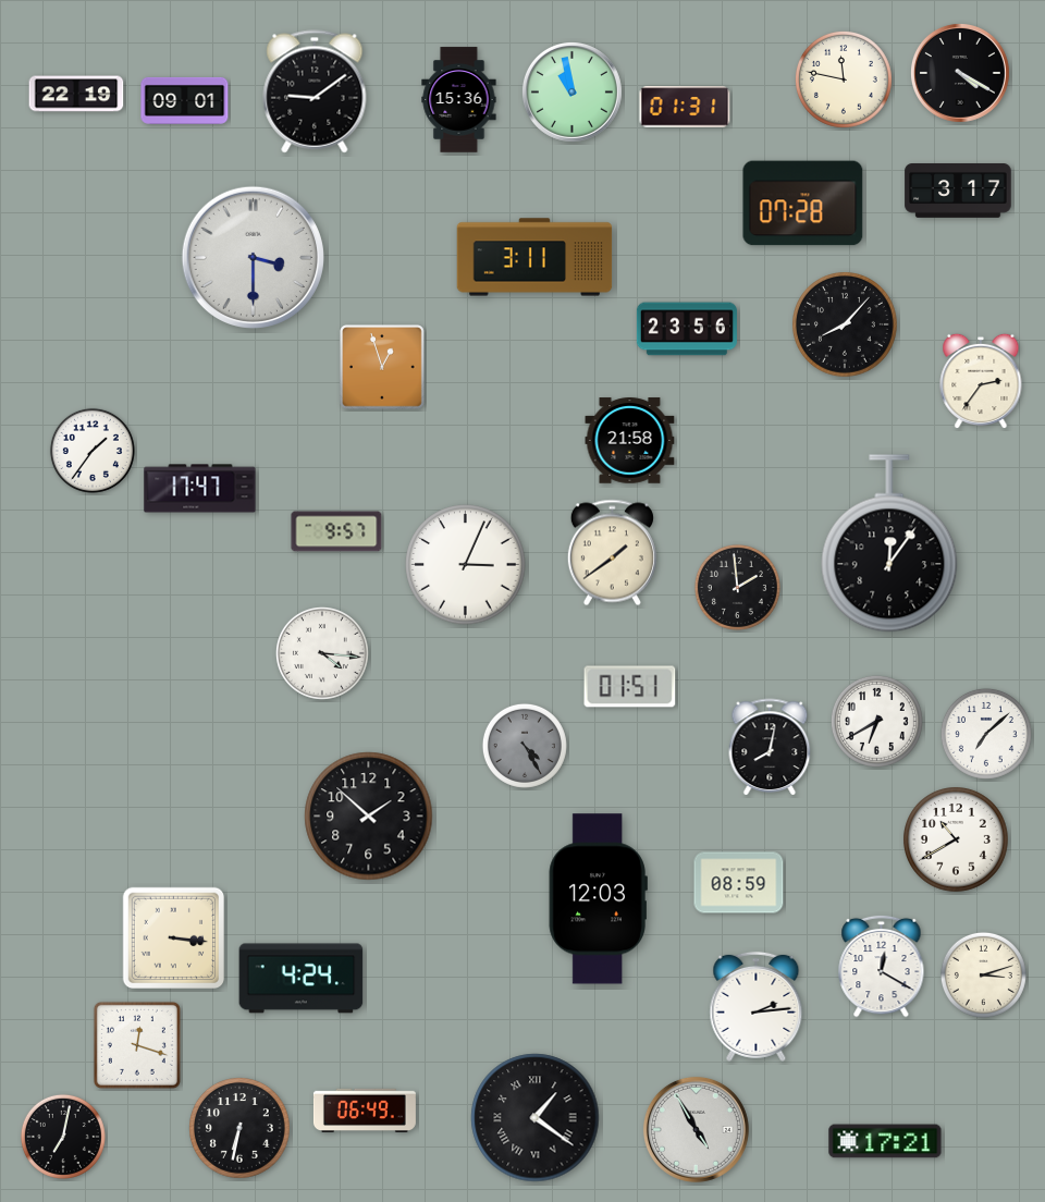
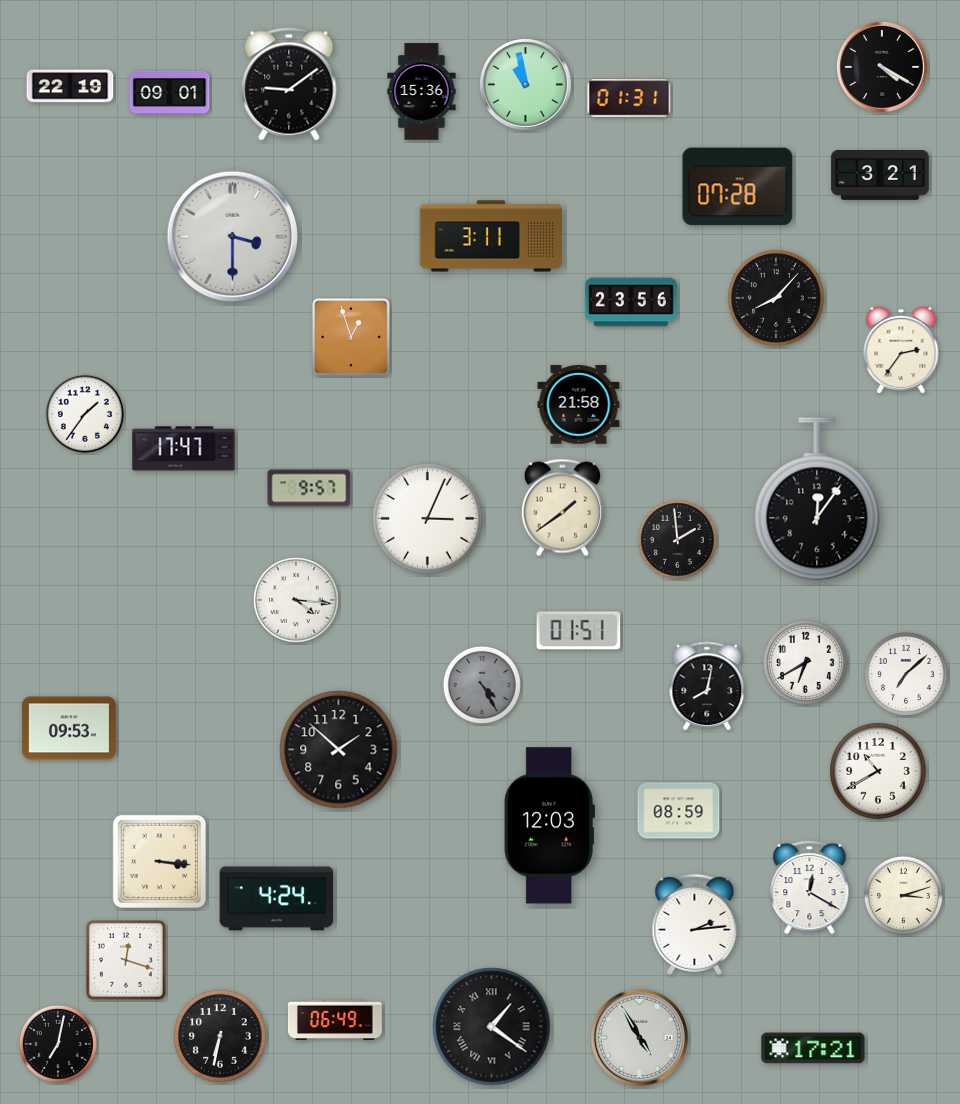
clock at (844, 79): 11:47 -> none
clock at (958, 192): 3:17 -> 3:21
clock at (69, 728): none -> 09:53
